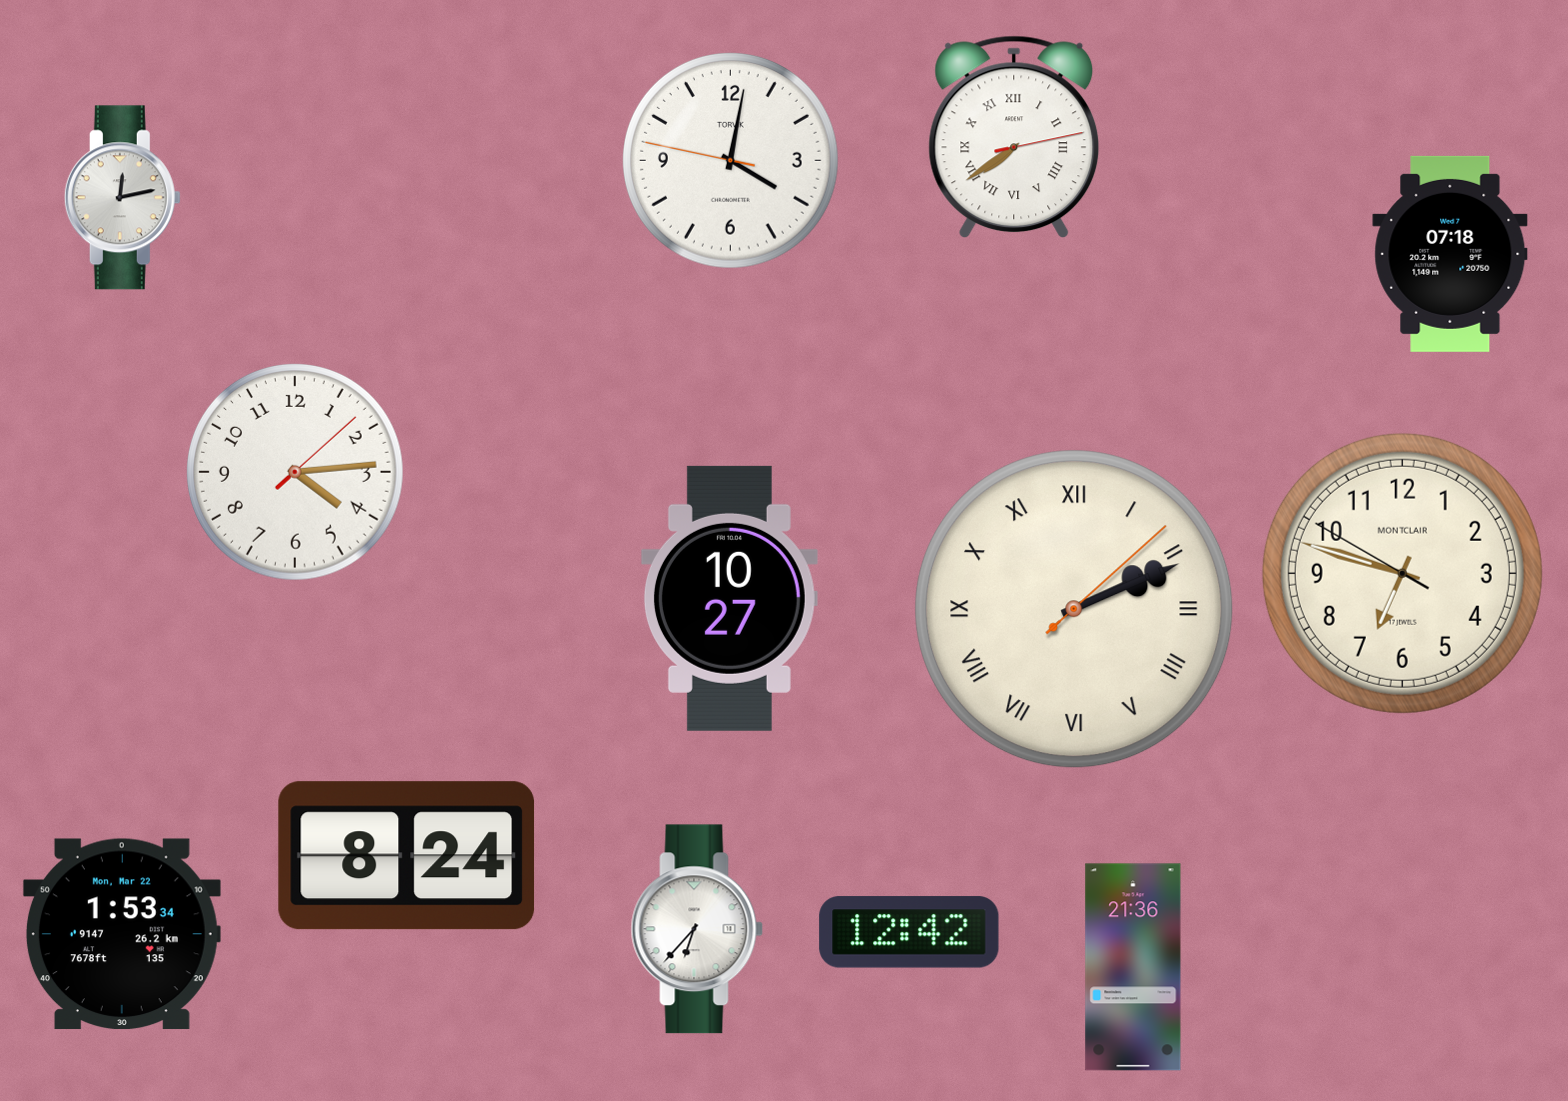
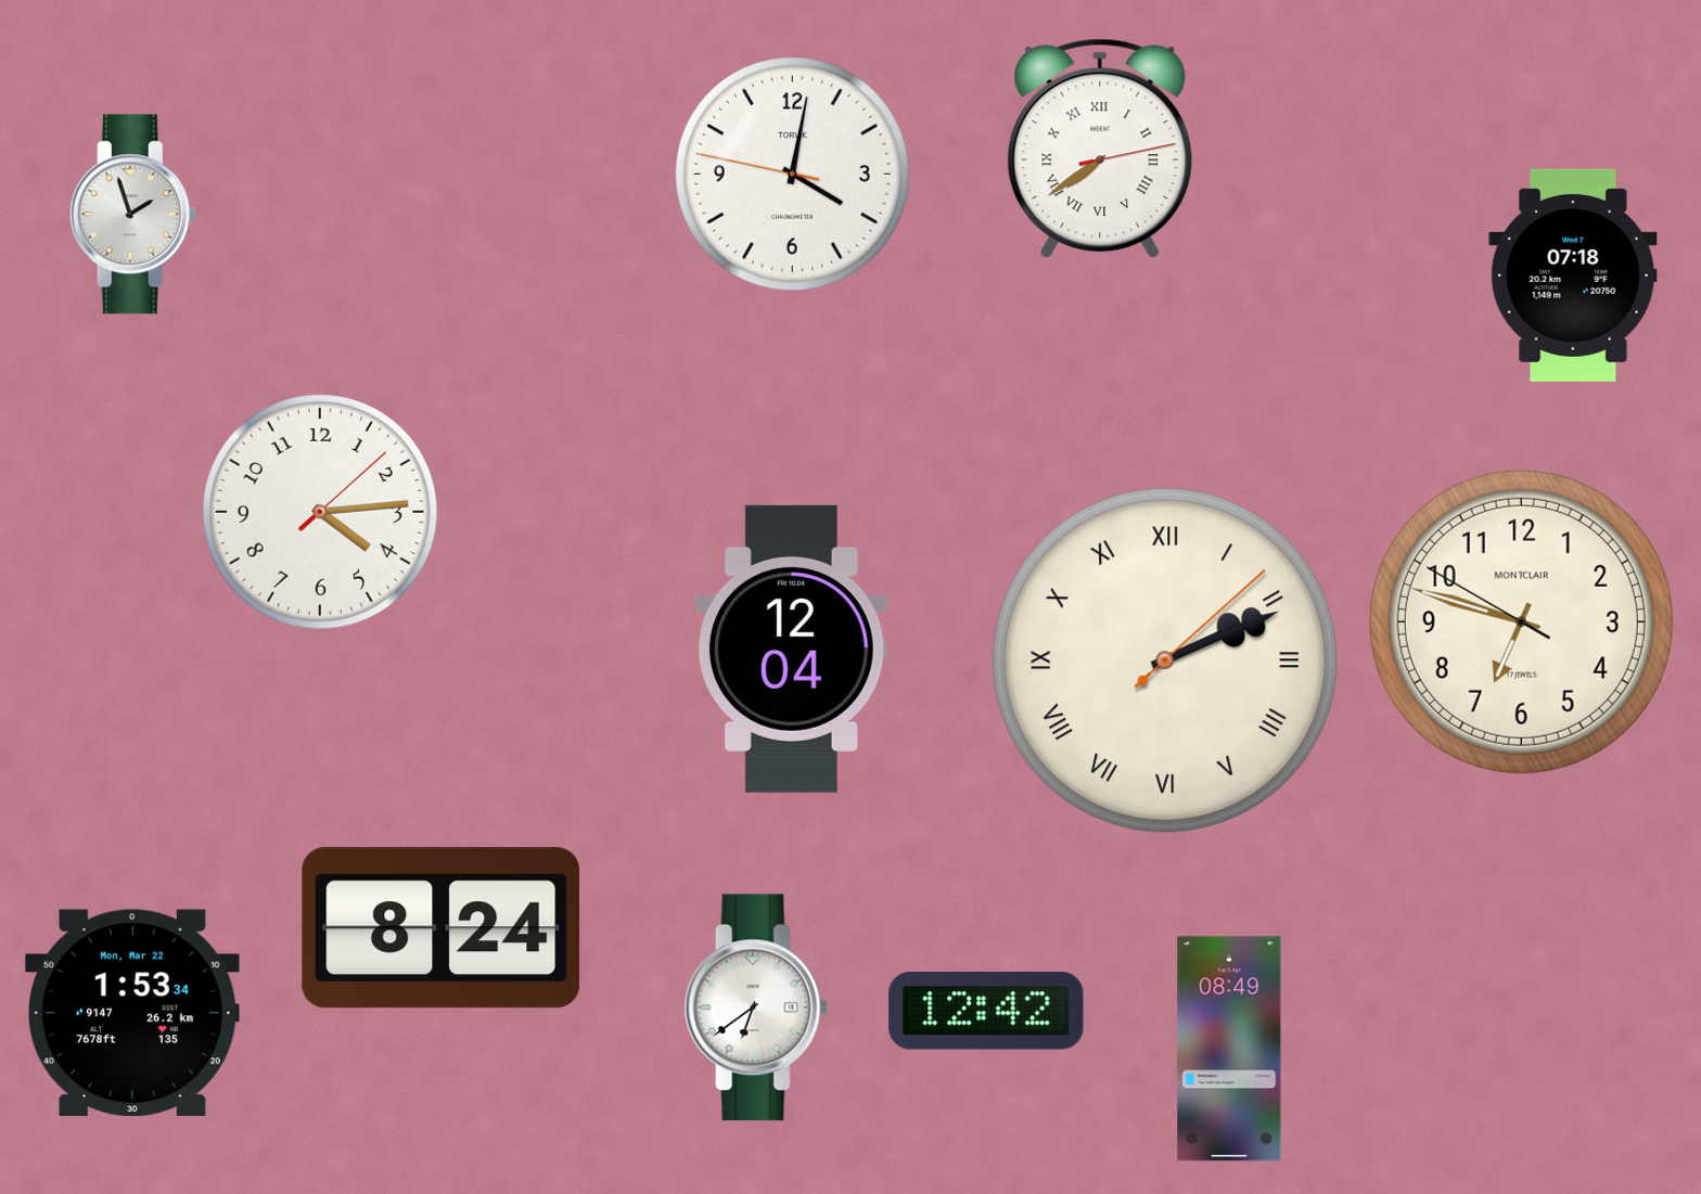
clock at (122, 198): 12:13 -> 1:57
clock at (729, 598): 10:27 -> 12:04
clock at (697, 929): 6:37 -> 6:39
clock at (1133, 967): 21:36 -> 08:49
